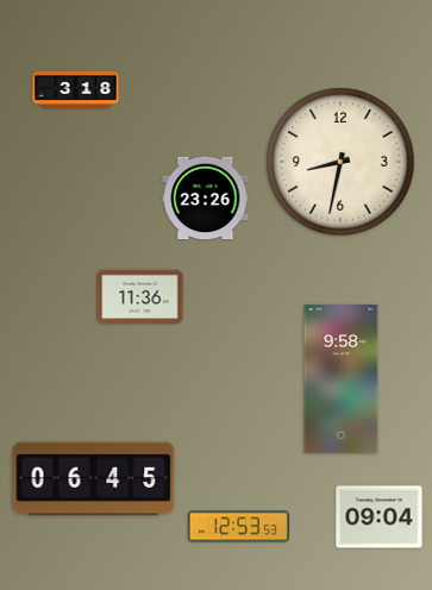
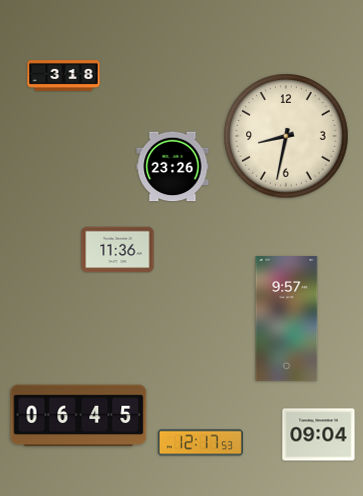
clock at (342, 379): 9:58 -> 9:57
clock at (94, 479) position: (94, 479) -> (79, 416)
clock at (238, 527): 12:53 -> 12:17
